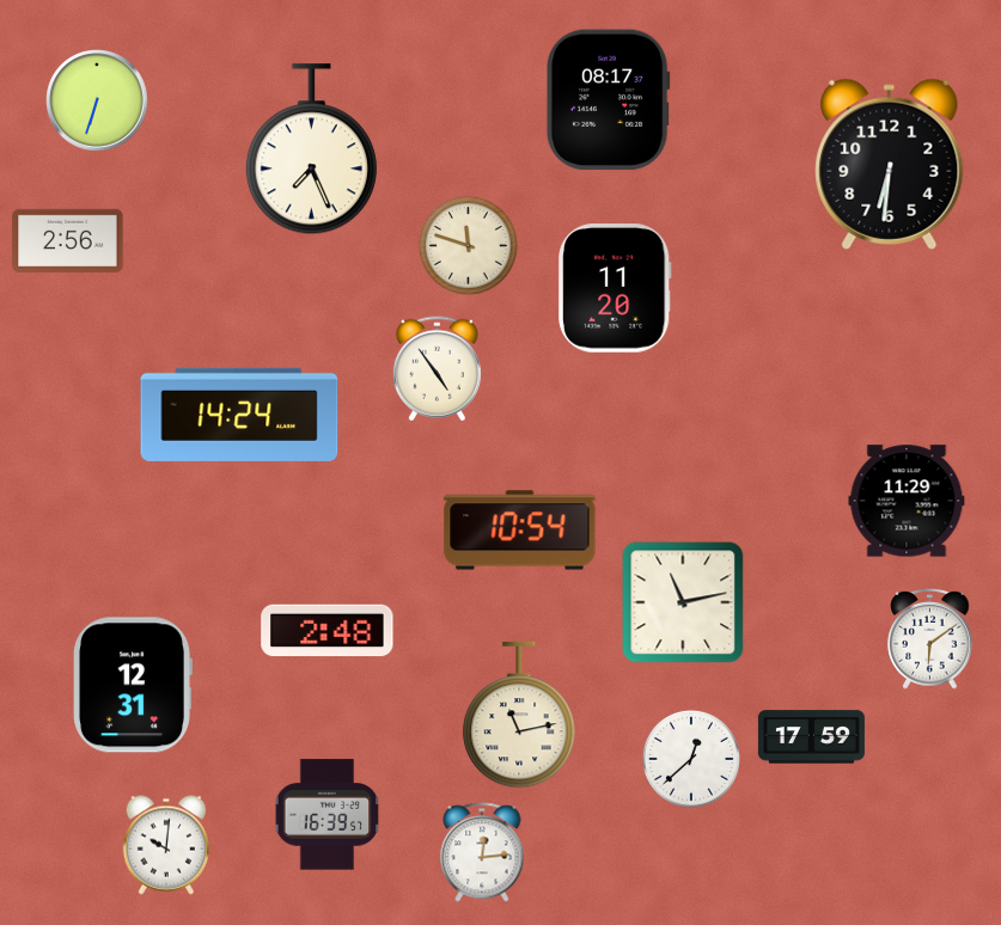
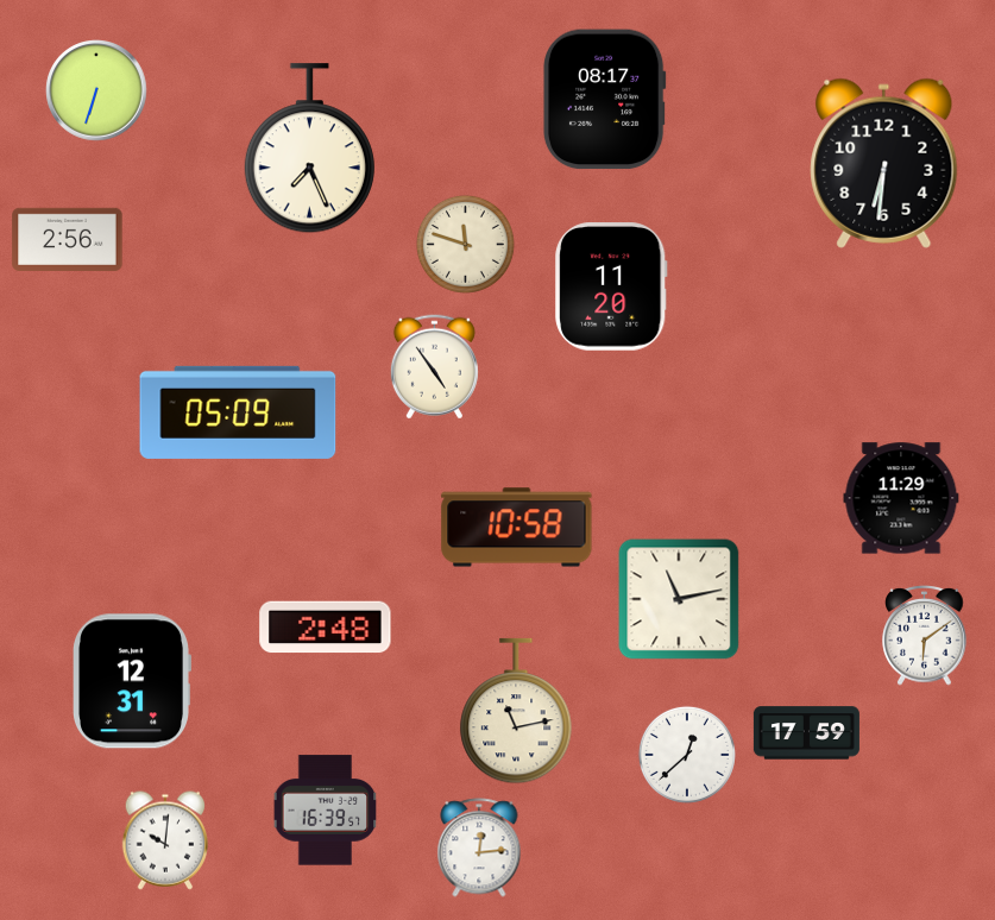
clock at (97, 100) position: (97, 100) -> (96, 90)
clock at (239, 415): 14:24 -> 05:09
clock at (520, 531): 10:54 -> 10:58
